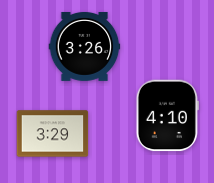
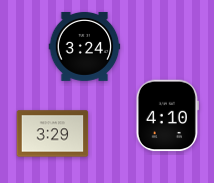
clock at (85, 46): 3:26 -> 3:24
